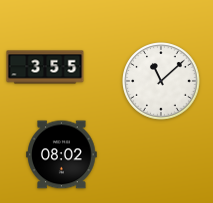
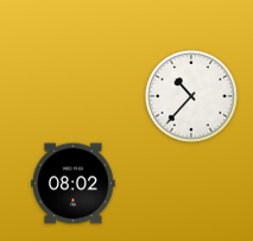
clock at (45, 67): 3:55 -> none
clock at (161, 81): 11:08 -> 10:37
